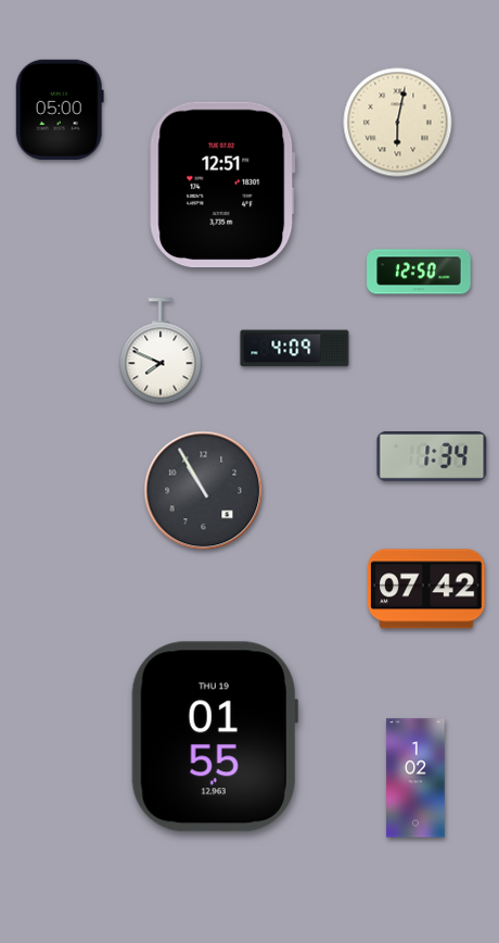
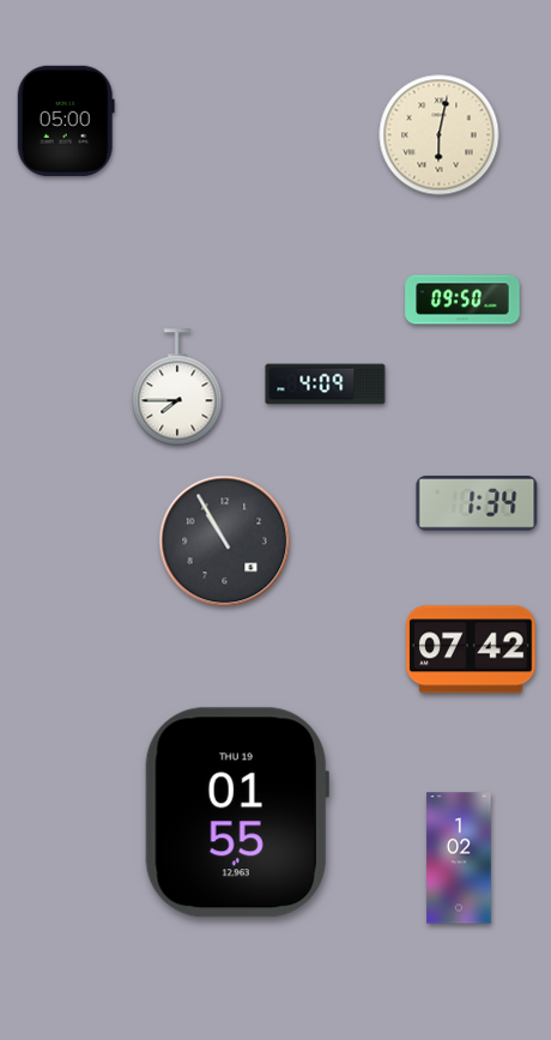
clock at (222, 185): 12:51 -> none
clock at (419, 272): 12:50 -> 09:50
clock at (161, 351): 7:49 -> 7:45
